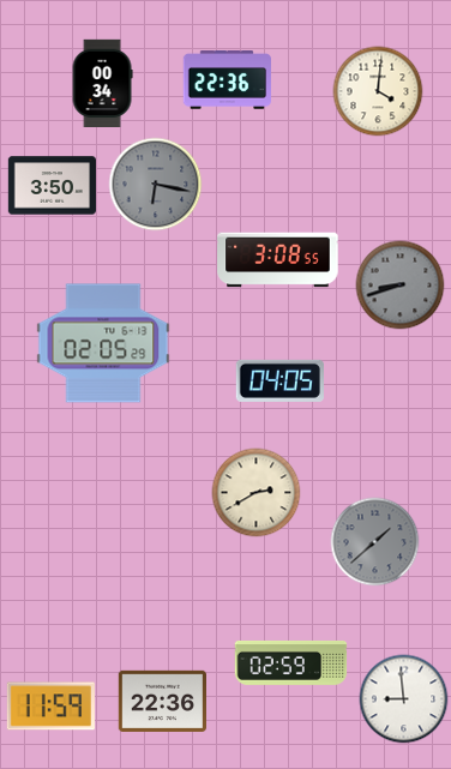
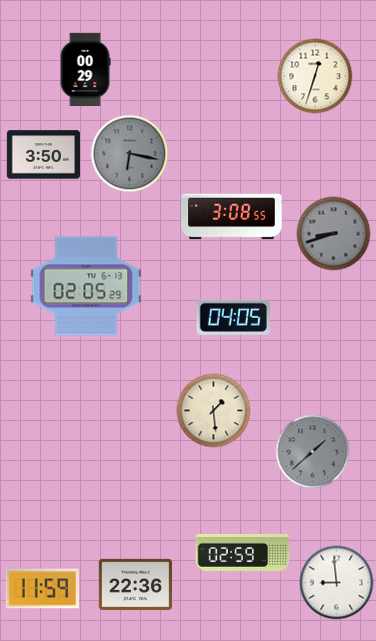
clock at (227, 80): 22:36 -> none
clock at (102, 83): 00:34 -> 00:29
clock at (378, 91): 4:01 -> 12:33
clock at (401, 286) position: (401, 286) -> (334, 234)
clock at (257, 493): 2:40 -> 1:29
